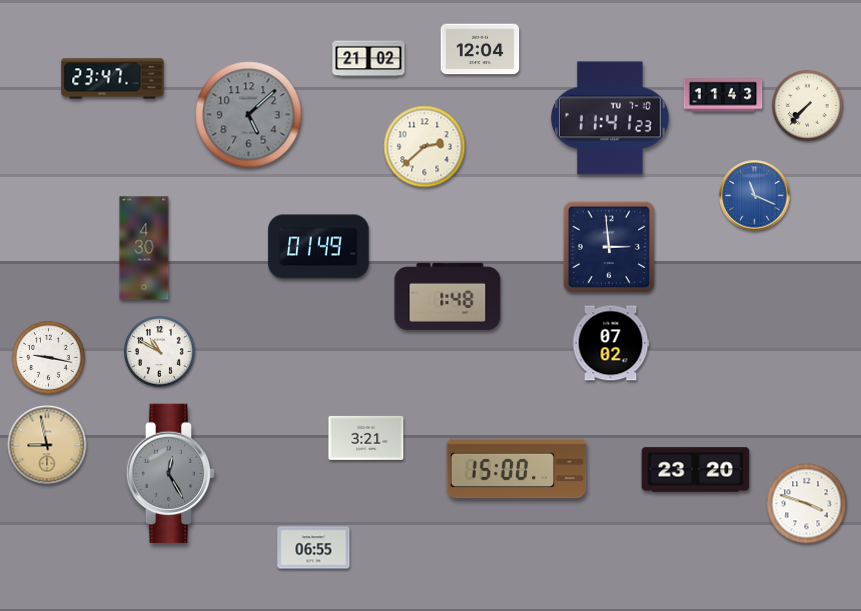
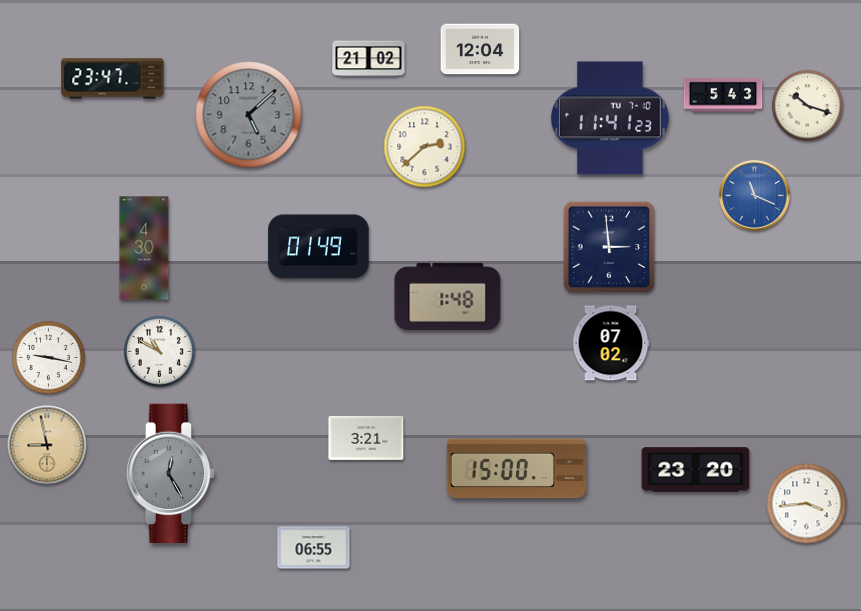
clock at (723, 95): 11:43 -> 5:43
clock at (807, 105): 7:37 -> 10:18
clock at (807, 504): 3:48 -> 3:44
